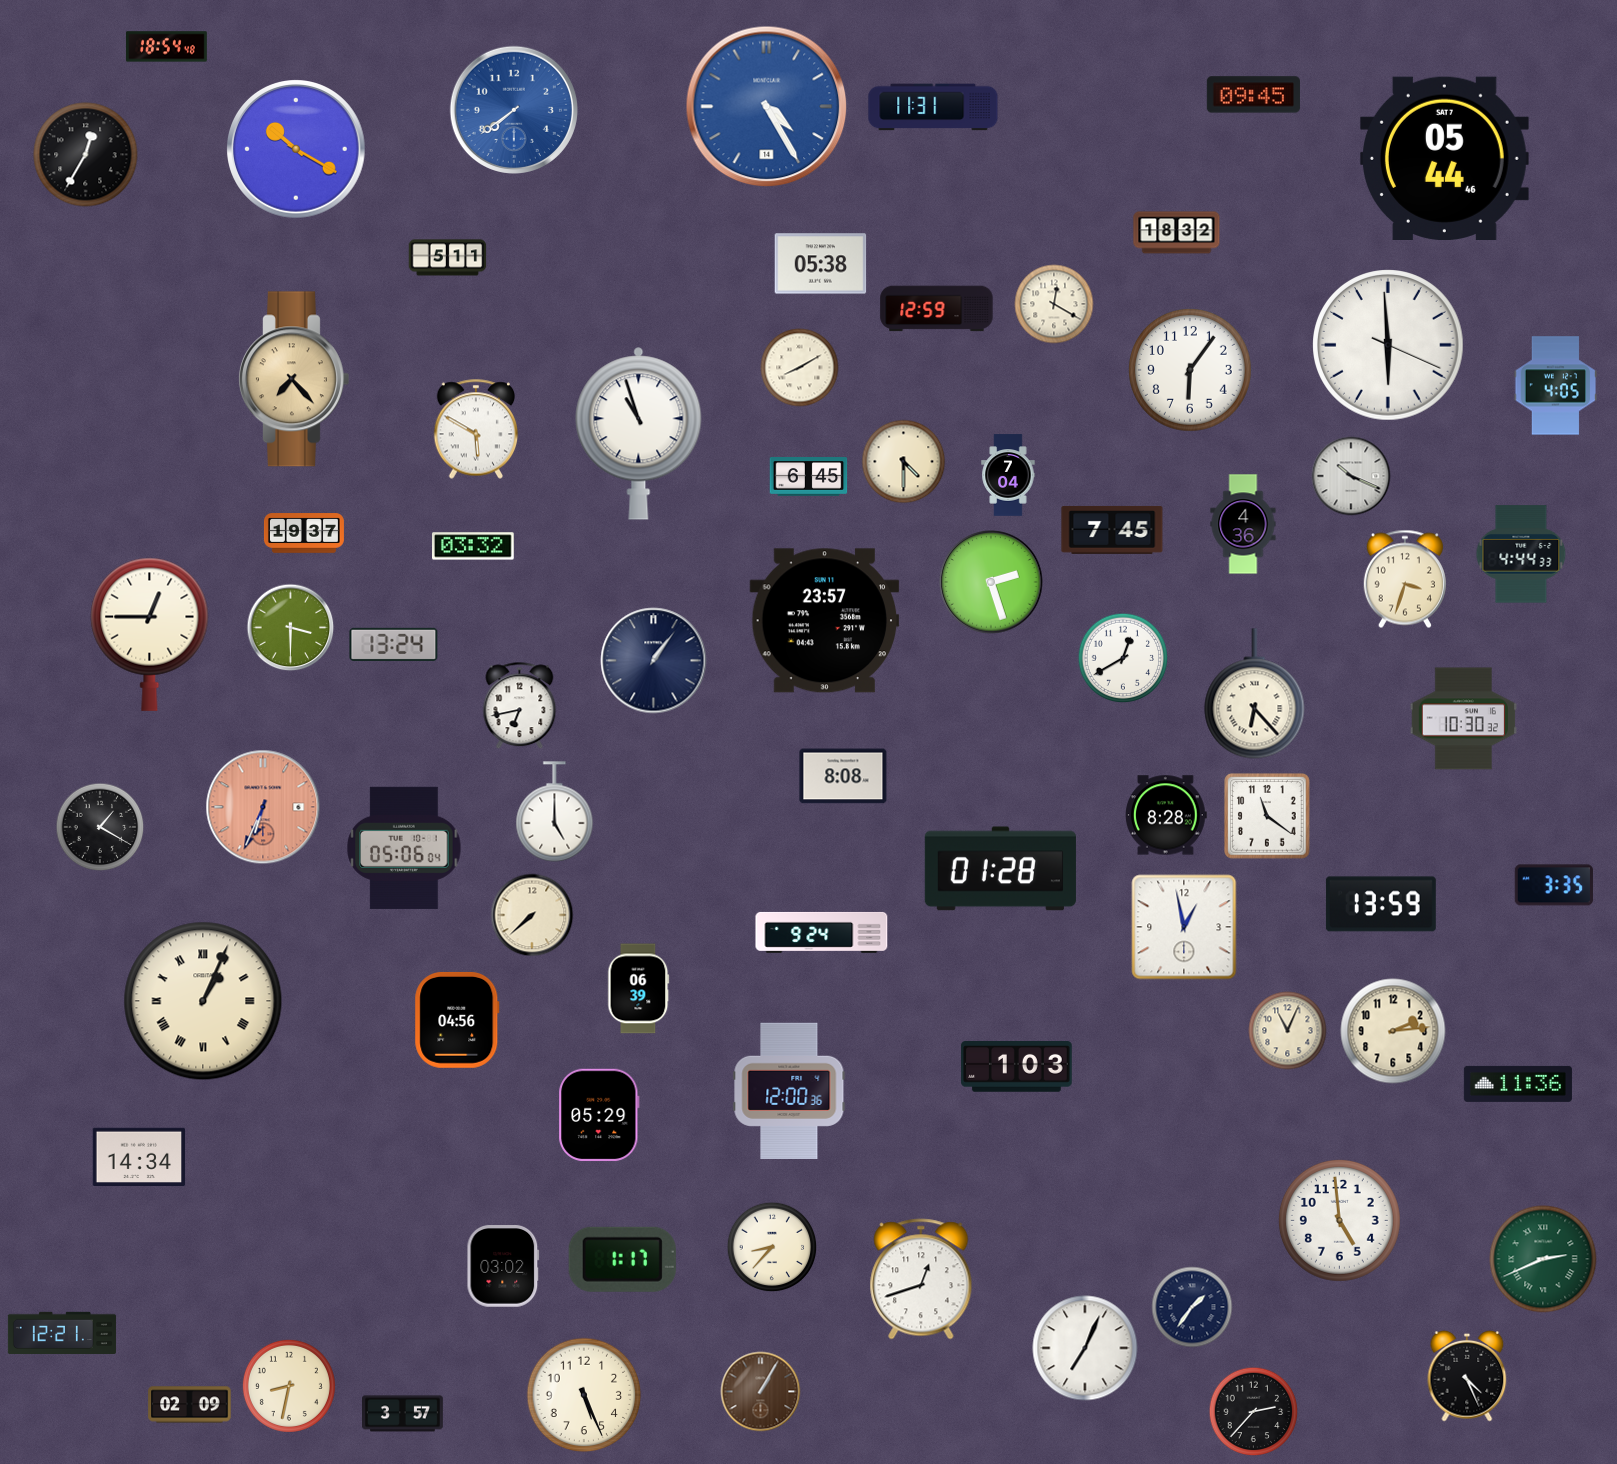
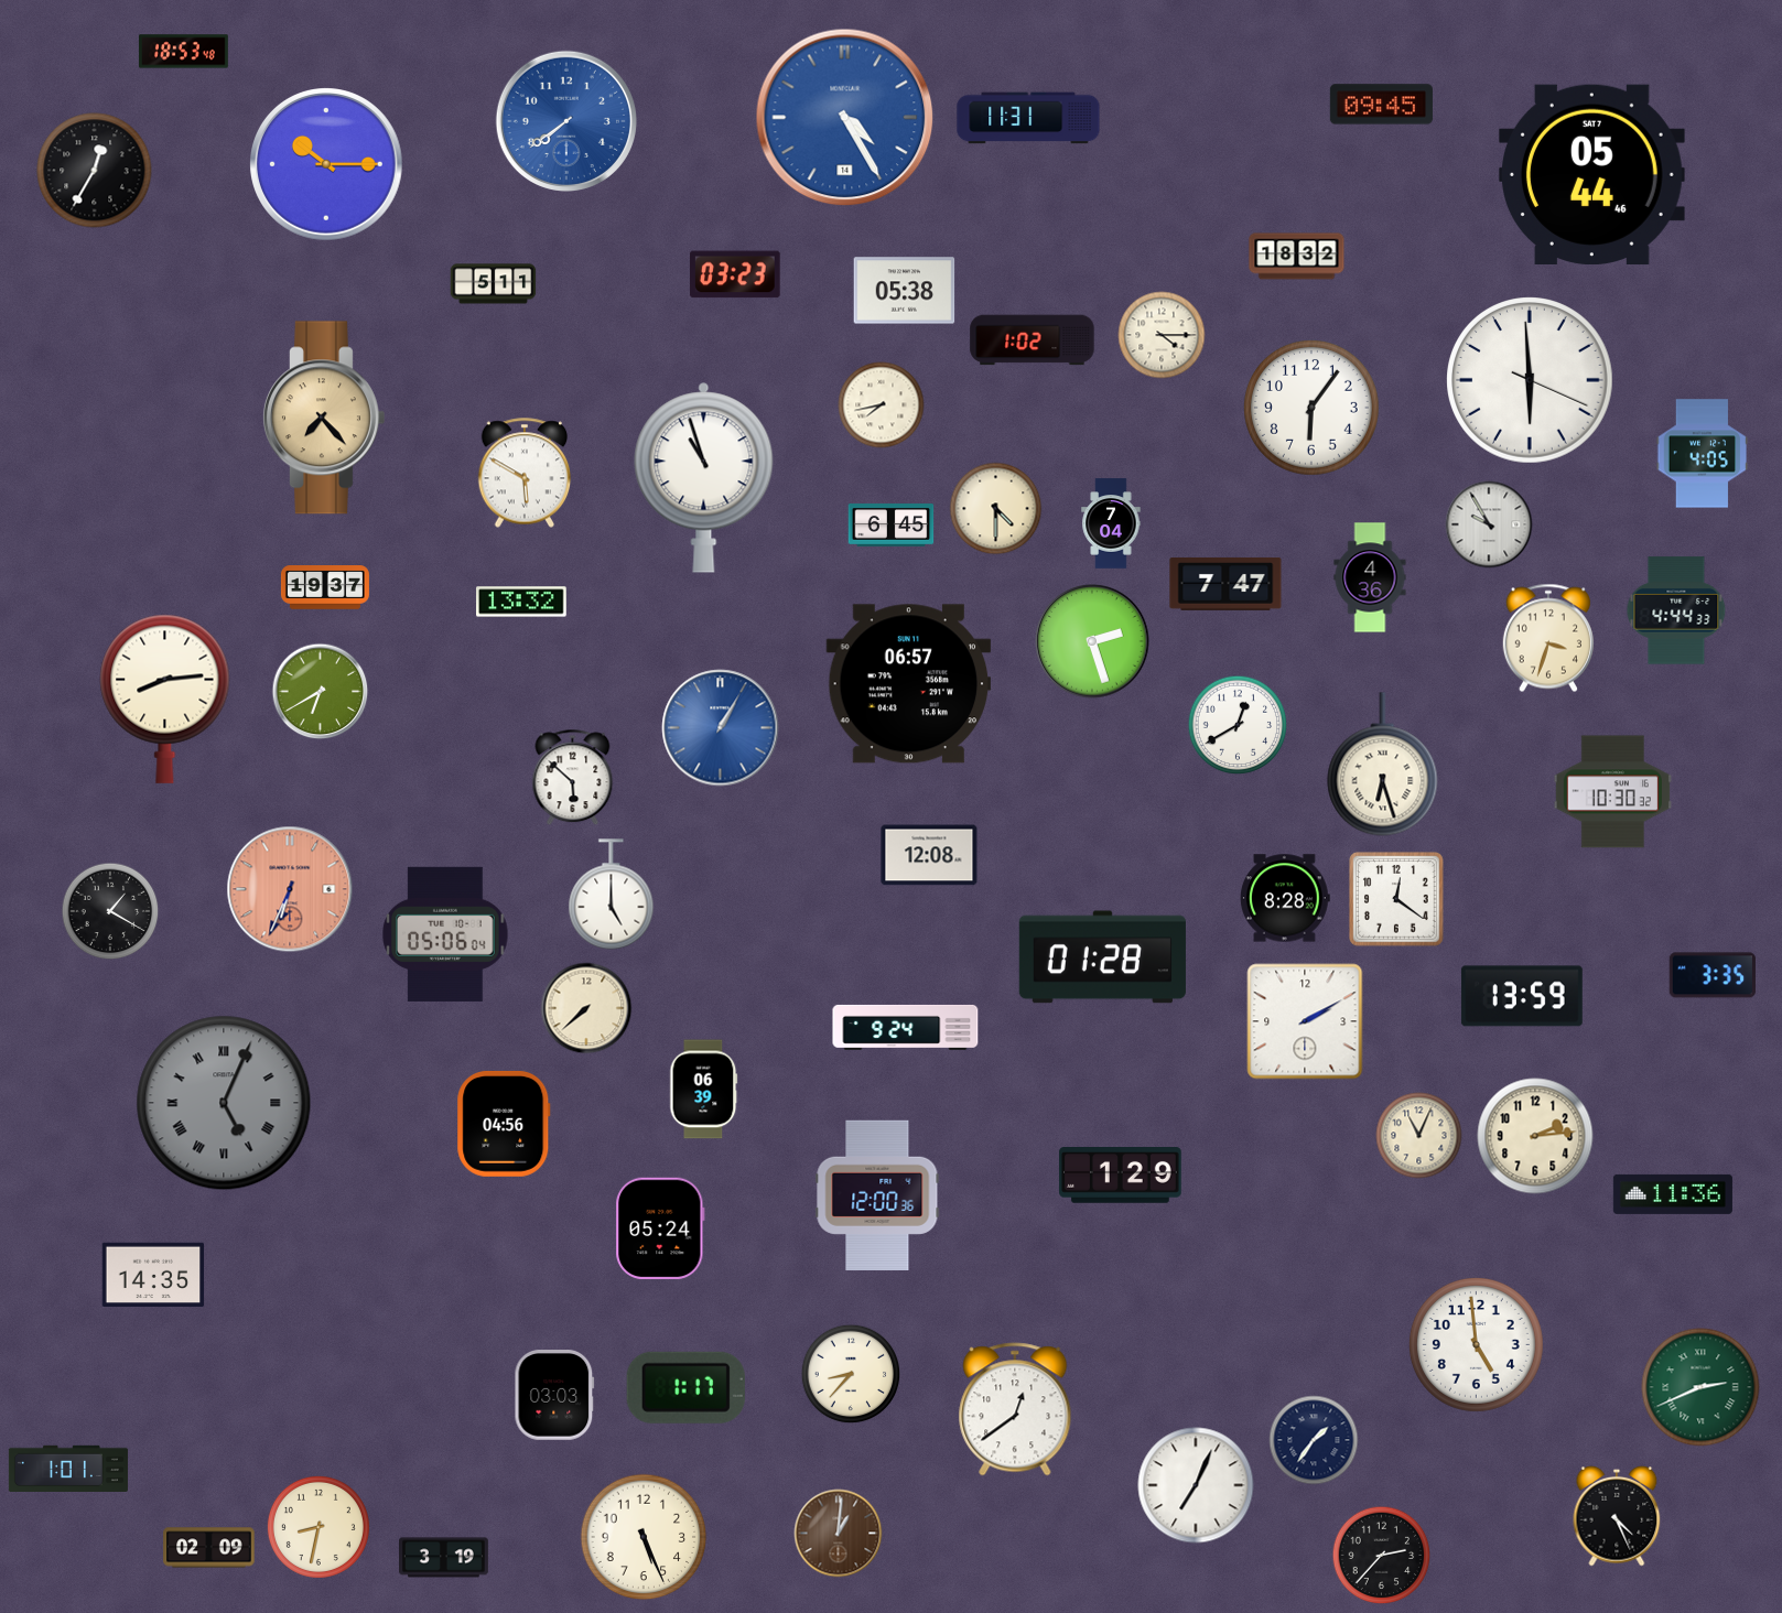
clock at (166, 47): 18:54 -> 18:53
clock at (297, 150): 10:20 -> 10:15
clock at (735, 274): none -> 03:23
clock at (1054, 304): 12:20 -> 4:15
clock at (937, 309): 12:59 -> 1:02
clock at (800, 368): 8:10 -> 7:43
clock at (1556, 386) position: (1556, 386) -> (1703, 454)
clock at (1351, 476): 10:19 -> 9:55
clock at (1112, 530): 7:45 -> 7:47
clock at (304, 533) position: (304, 533) -> (325, 587)
clock at (474, 546): 03:32 -> 13:32
clock at (825, 621): 23:57 -> 06:57
clock at (291, 628): 3:30 -> 6:40
clock at (150, 634): 12:45 -> 8:14
clock at (394, 644): 13:24 -> none
clock at (654, 661): 1:06 -> 1:05
clock at (654, 661) dial: navy -> blue
clock at (1255, 694): 6:23 -> 6:27
clock at (520, 706): 6:43 -> 5:52
clock at (843, 776): 8:08 -> 12:08
clock at (1267, 816): 11:21 -> 12:21
clock at (1184, 927): 12:58 -> 2:10
clock at (203, 1001): 1:04 -> 5:04
clock at (203, 1001) dial: cream -> grey
clock at (1017, 1067): 1:03 -> 1:29
clock at (789, 1091) position: (789, 1091) -> (877, 1195)
clock at (599, 1115): 05:29 -> 05:24
clock at (139, 1157): 14:34 -> 14:35
clock at (503, 1266): 03:02 -> 03:03
clock at (921, 1279): 12:42 -> 12:39
clock at (62, 1333): 12:21 -> 1:01
clock at (761, 1392): 1:05 -> 1:01
clock at (403, 1414): 3:57 -> 3:19
